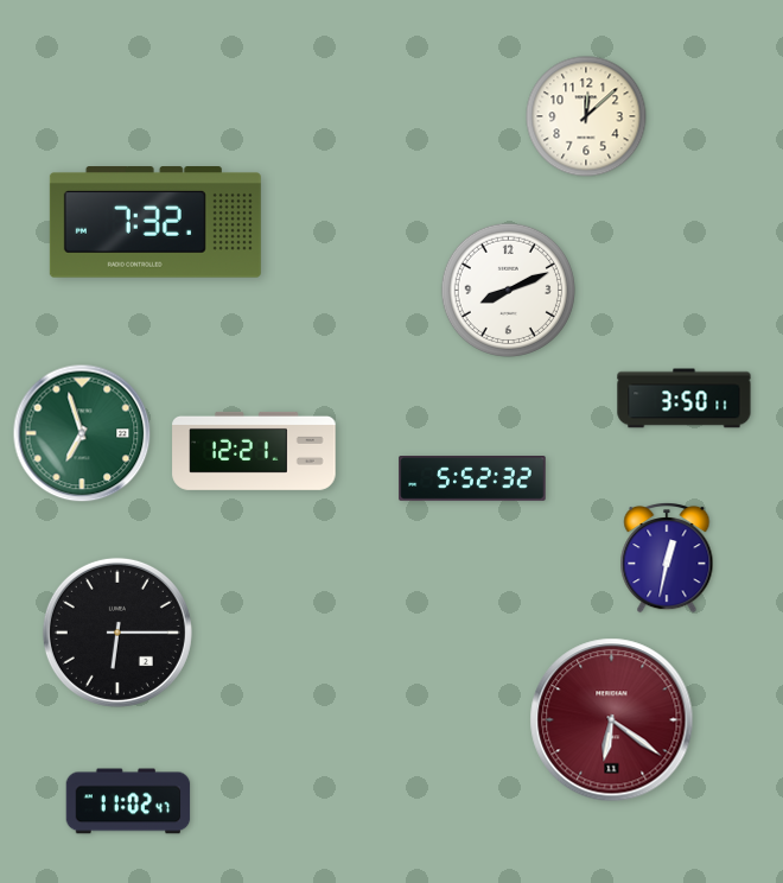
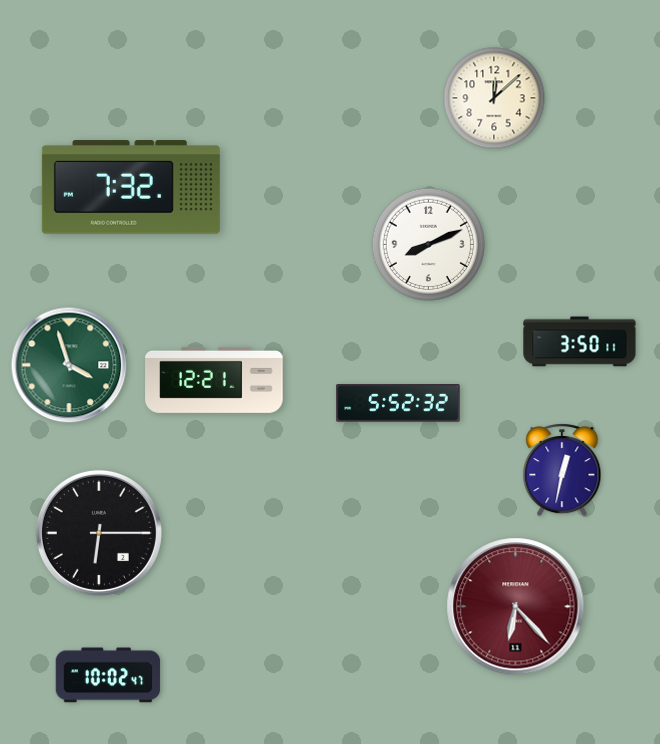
clock at (685, 399) position: (685, 399) -> (580, 342)
clock at (82, 433): 6:57 -> 3:57
clock at (612, 720): 6:21 -> 6:23
clock at (128, 801): 11:02 -> 10:02
